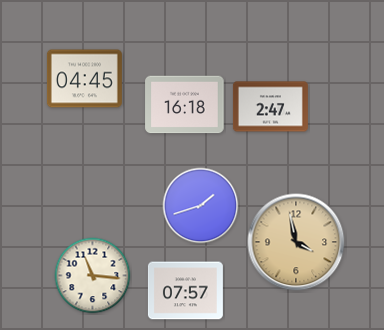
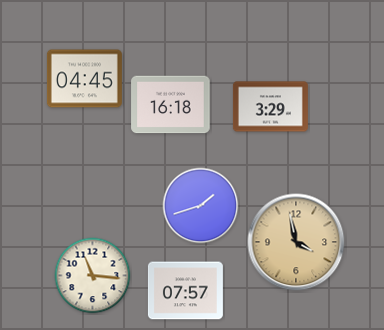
clock at (185, 105) position: (185, 105) -> (171, 105)
clock at (270, 107): 2:47 -> 3:29
